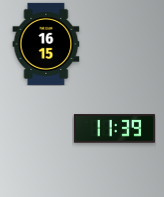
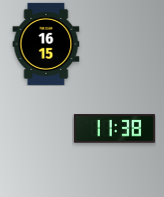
clock at (114, 129): 11:39 -> 11:38
